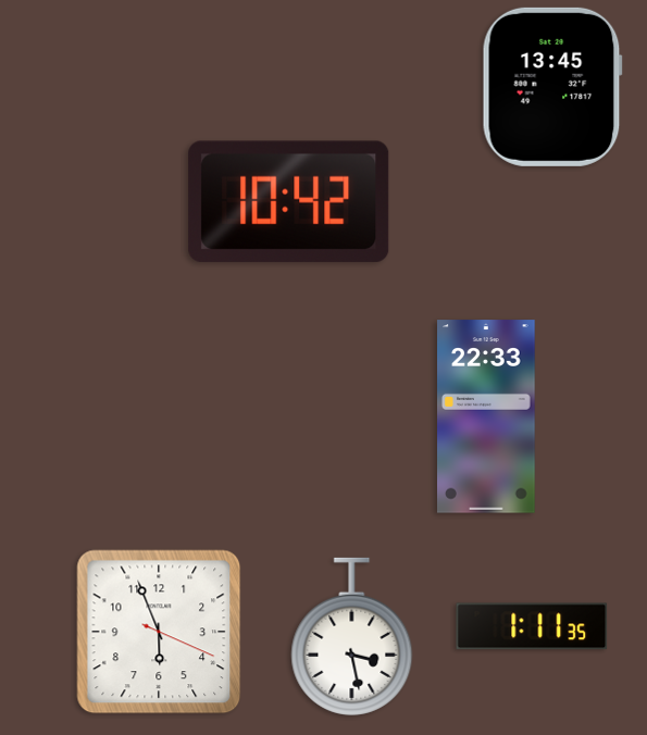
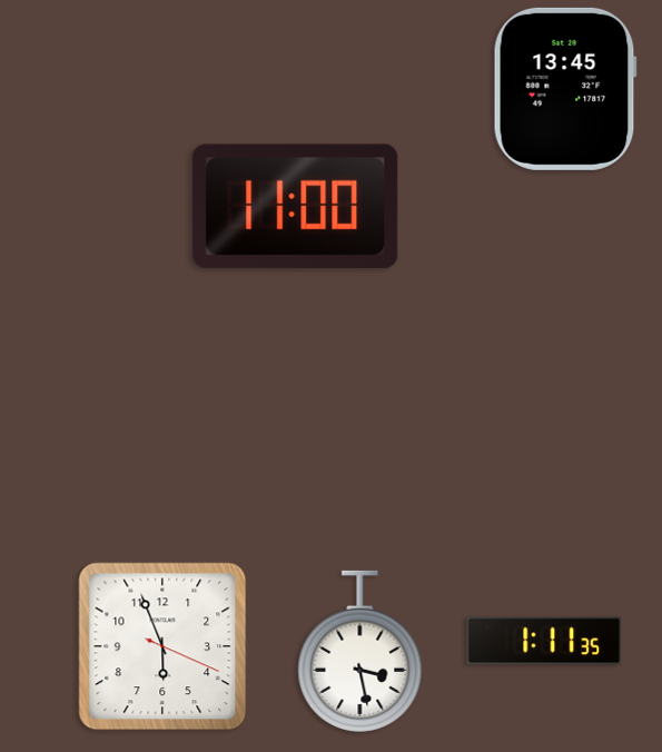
clock at (289, 201): 10:42 -> 11:00
clock at (487, 416): 22:33 -> none
